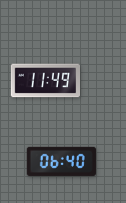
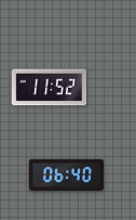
clock at (45, 81): 11:49 -> 11:52
